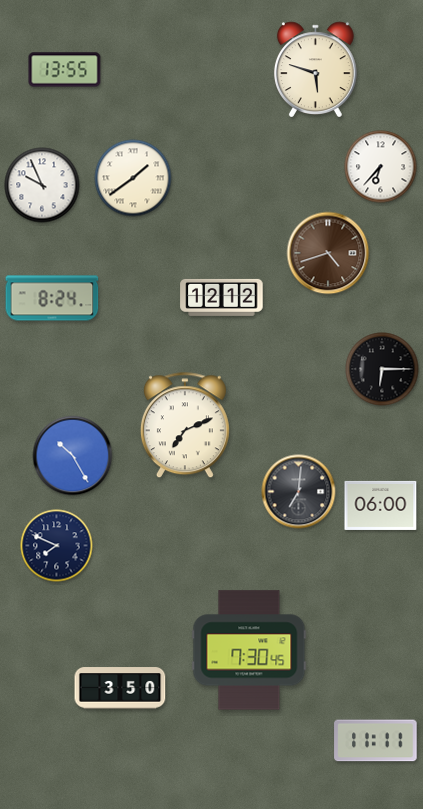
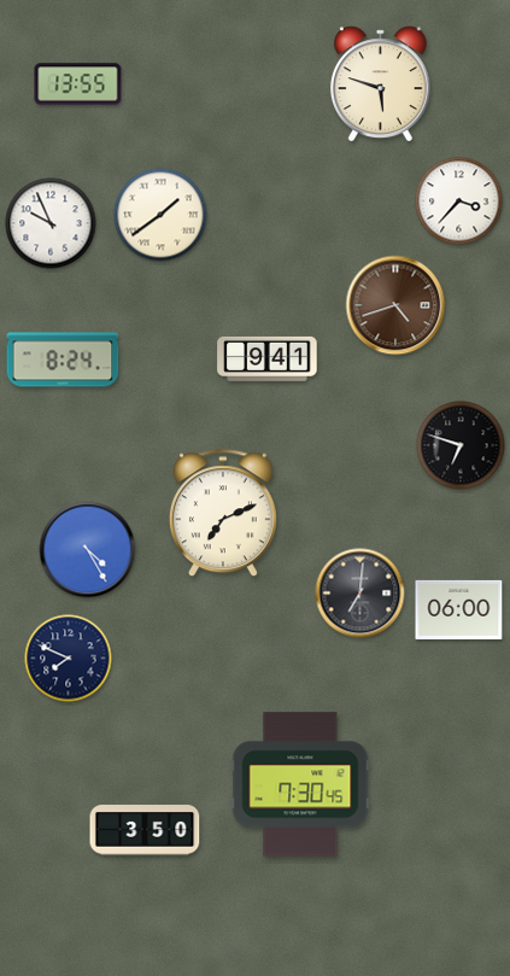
clock at (381, 167): 6:37 -> 3:37
clock at (222, 297): 12:12 -> 9:41
clock at (382, 369): 6:15 -> 6:48
clock at (73, 456): 10:25 -> 4:25
clock at (376, 741): 11:11 -> none
